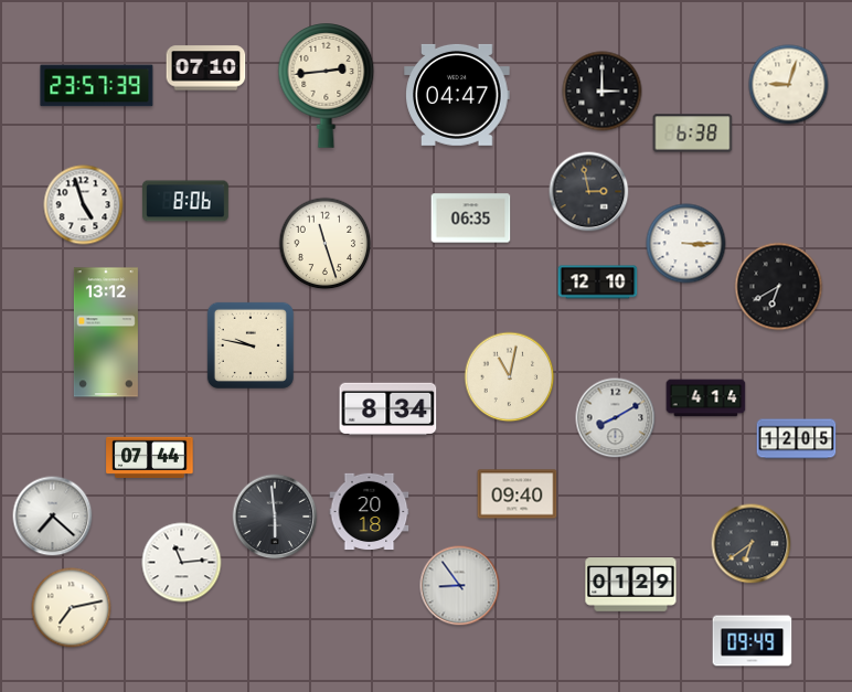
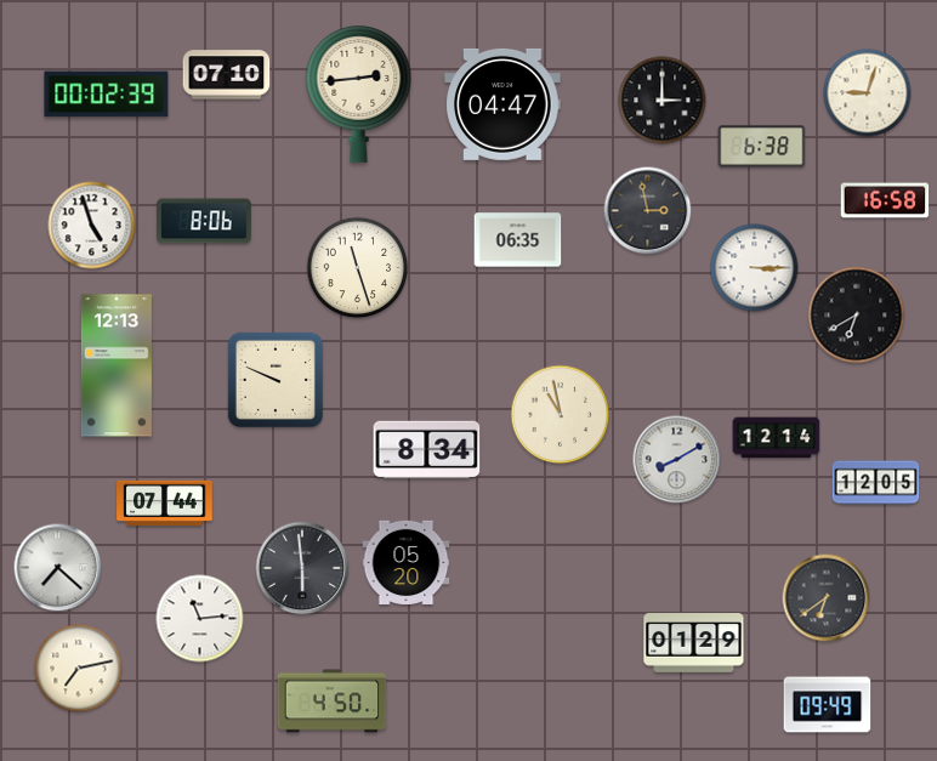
clock at (97, 86): 23:57 -> 00:02
clock at (885, 200): none -> 16:58
clock at (598, 283): 12:10 -> none
clock at (106, 332): 13:12 -> 12:13
clock at (251, 345): 9:47 -> 9:49
clock at (510, 377): 11:02 -> 10:58
clock at (706, 398): 4:14 -> 12:14
clock at (518, 494): 09:40 -> none
clock at (370, 511): 20:18 -> 05:20
clock at (460, 586): 8:54 -> none
clock at (333, 702): none -> 4:50
